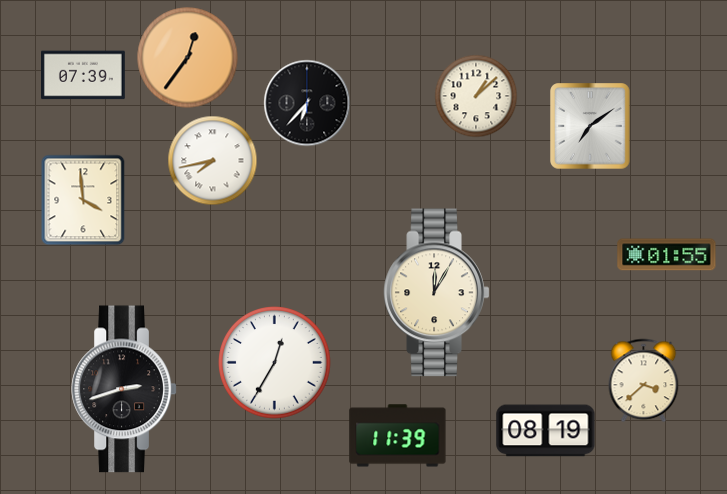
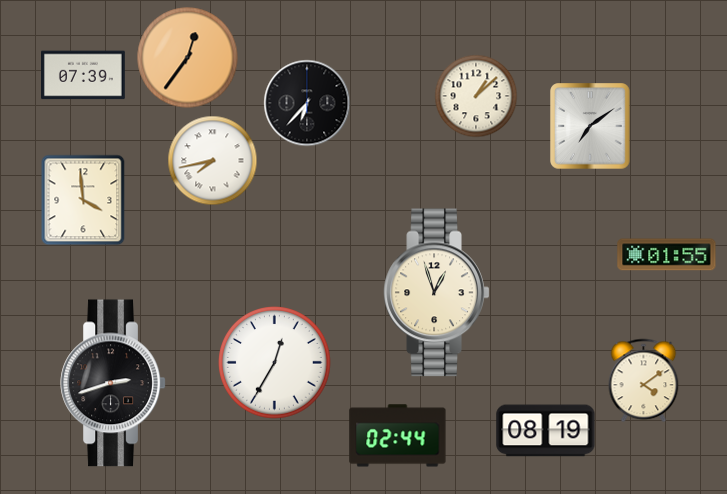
clock at (437, 293): 12:05 -> 12:57
clock at (644, 380): 3:38 -> 4:09
clock at (124, 389) position: (124, 389) -> (113, 383)
clock at (398, 436): 11:39 -> 02:44
